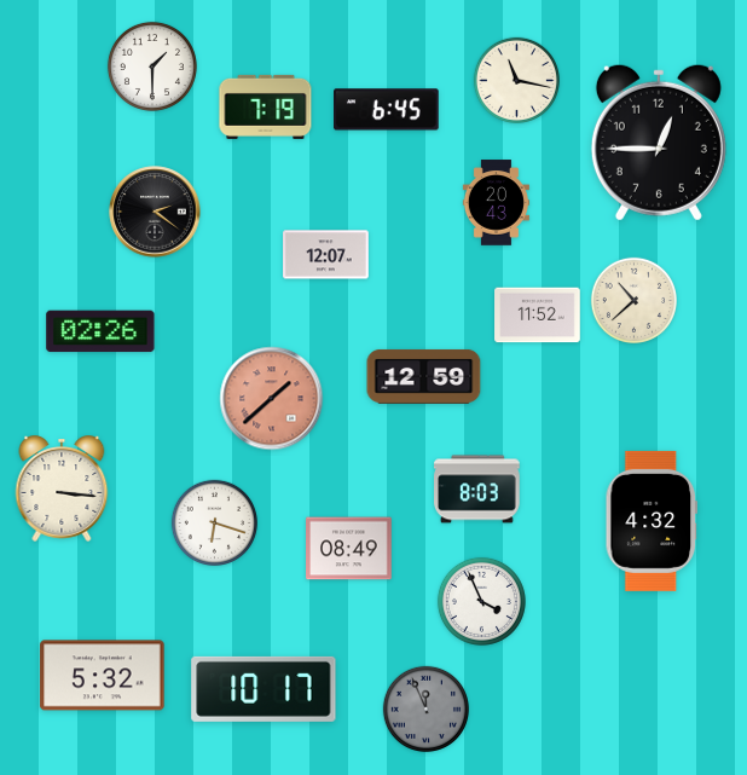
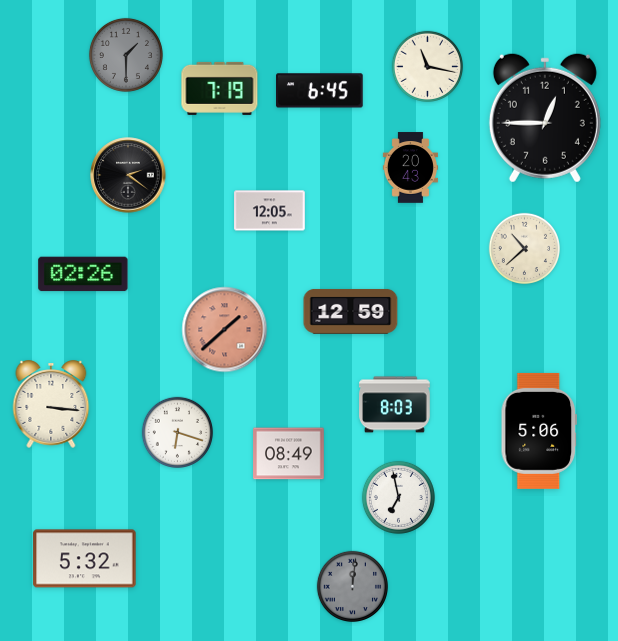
clock at (152, 66) dial: white -> grey
clock at (326, 255): 12:07 -> 12:05
clock at (538, 316): 11:52 -> none
clock at (650, 521): 4:32 -> 5:06
clock at (481, 601): 3:56 -> 6:58
clock at (264, 689): 10:17 -> none
clock at (425, 709): 11:56 -> 12:01
